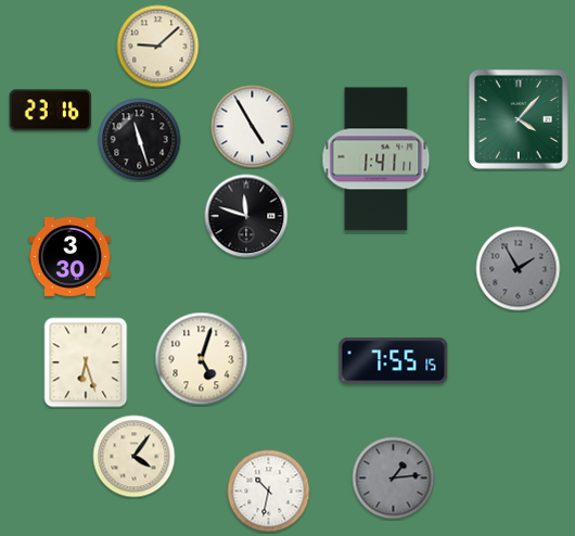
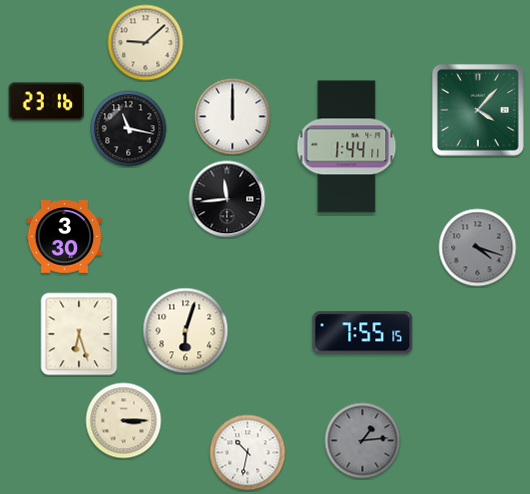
clock at (253, 127): 4:55 -> 12:00
clock at (140, 140): 11:27 -> 11:17
clock at (376, 159): 1:41 -> 1:44
clock at (246, 216): 11:48 -> 11:44
clock at (519, 269): 1:55 -> 4:18
clock at (202, 359): 5:03 -> 6:03
clock at (135, 457): 4:06 -> 3:15
